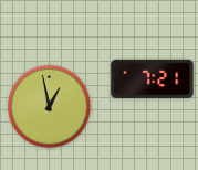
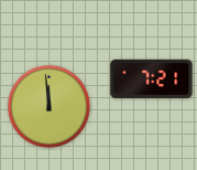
clock at (49, 106): 12:58 -> 11:59
